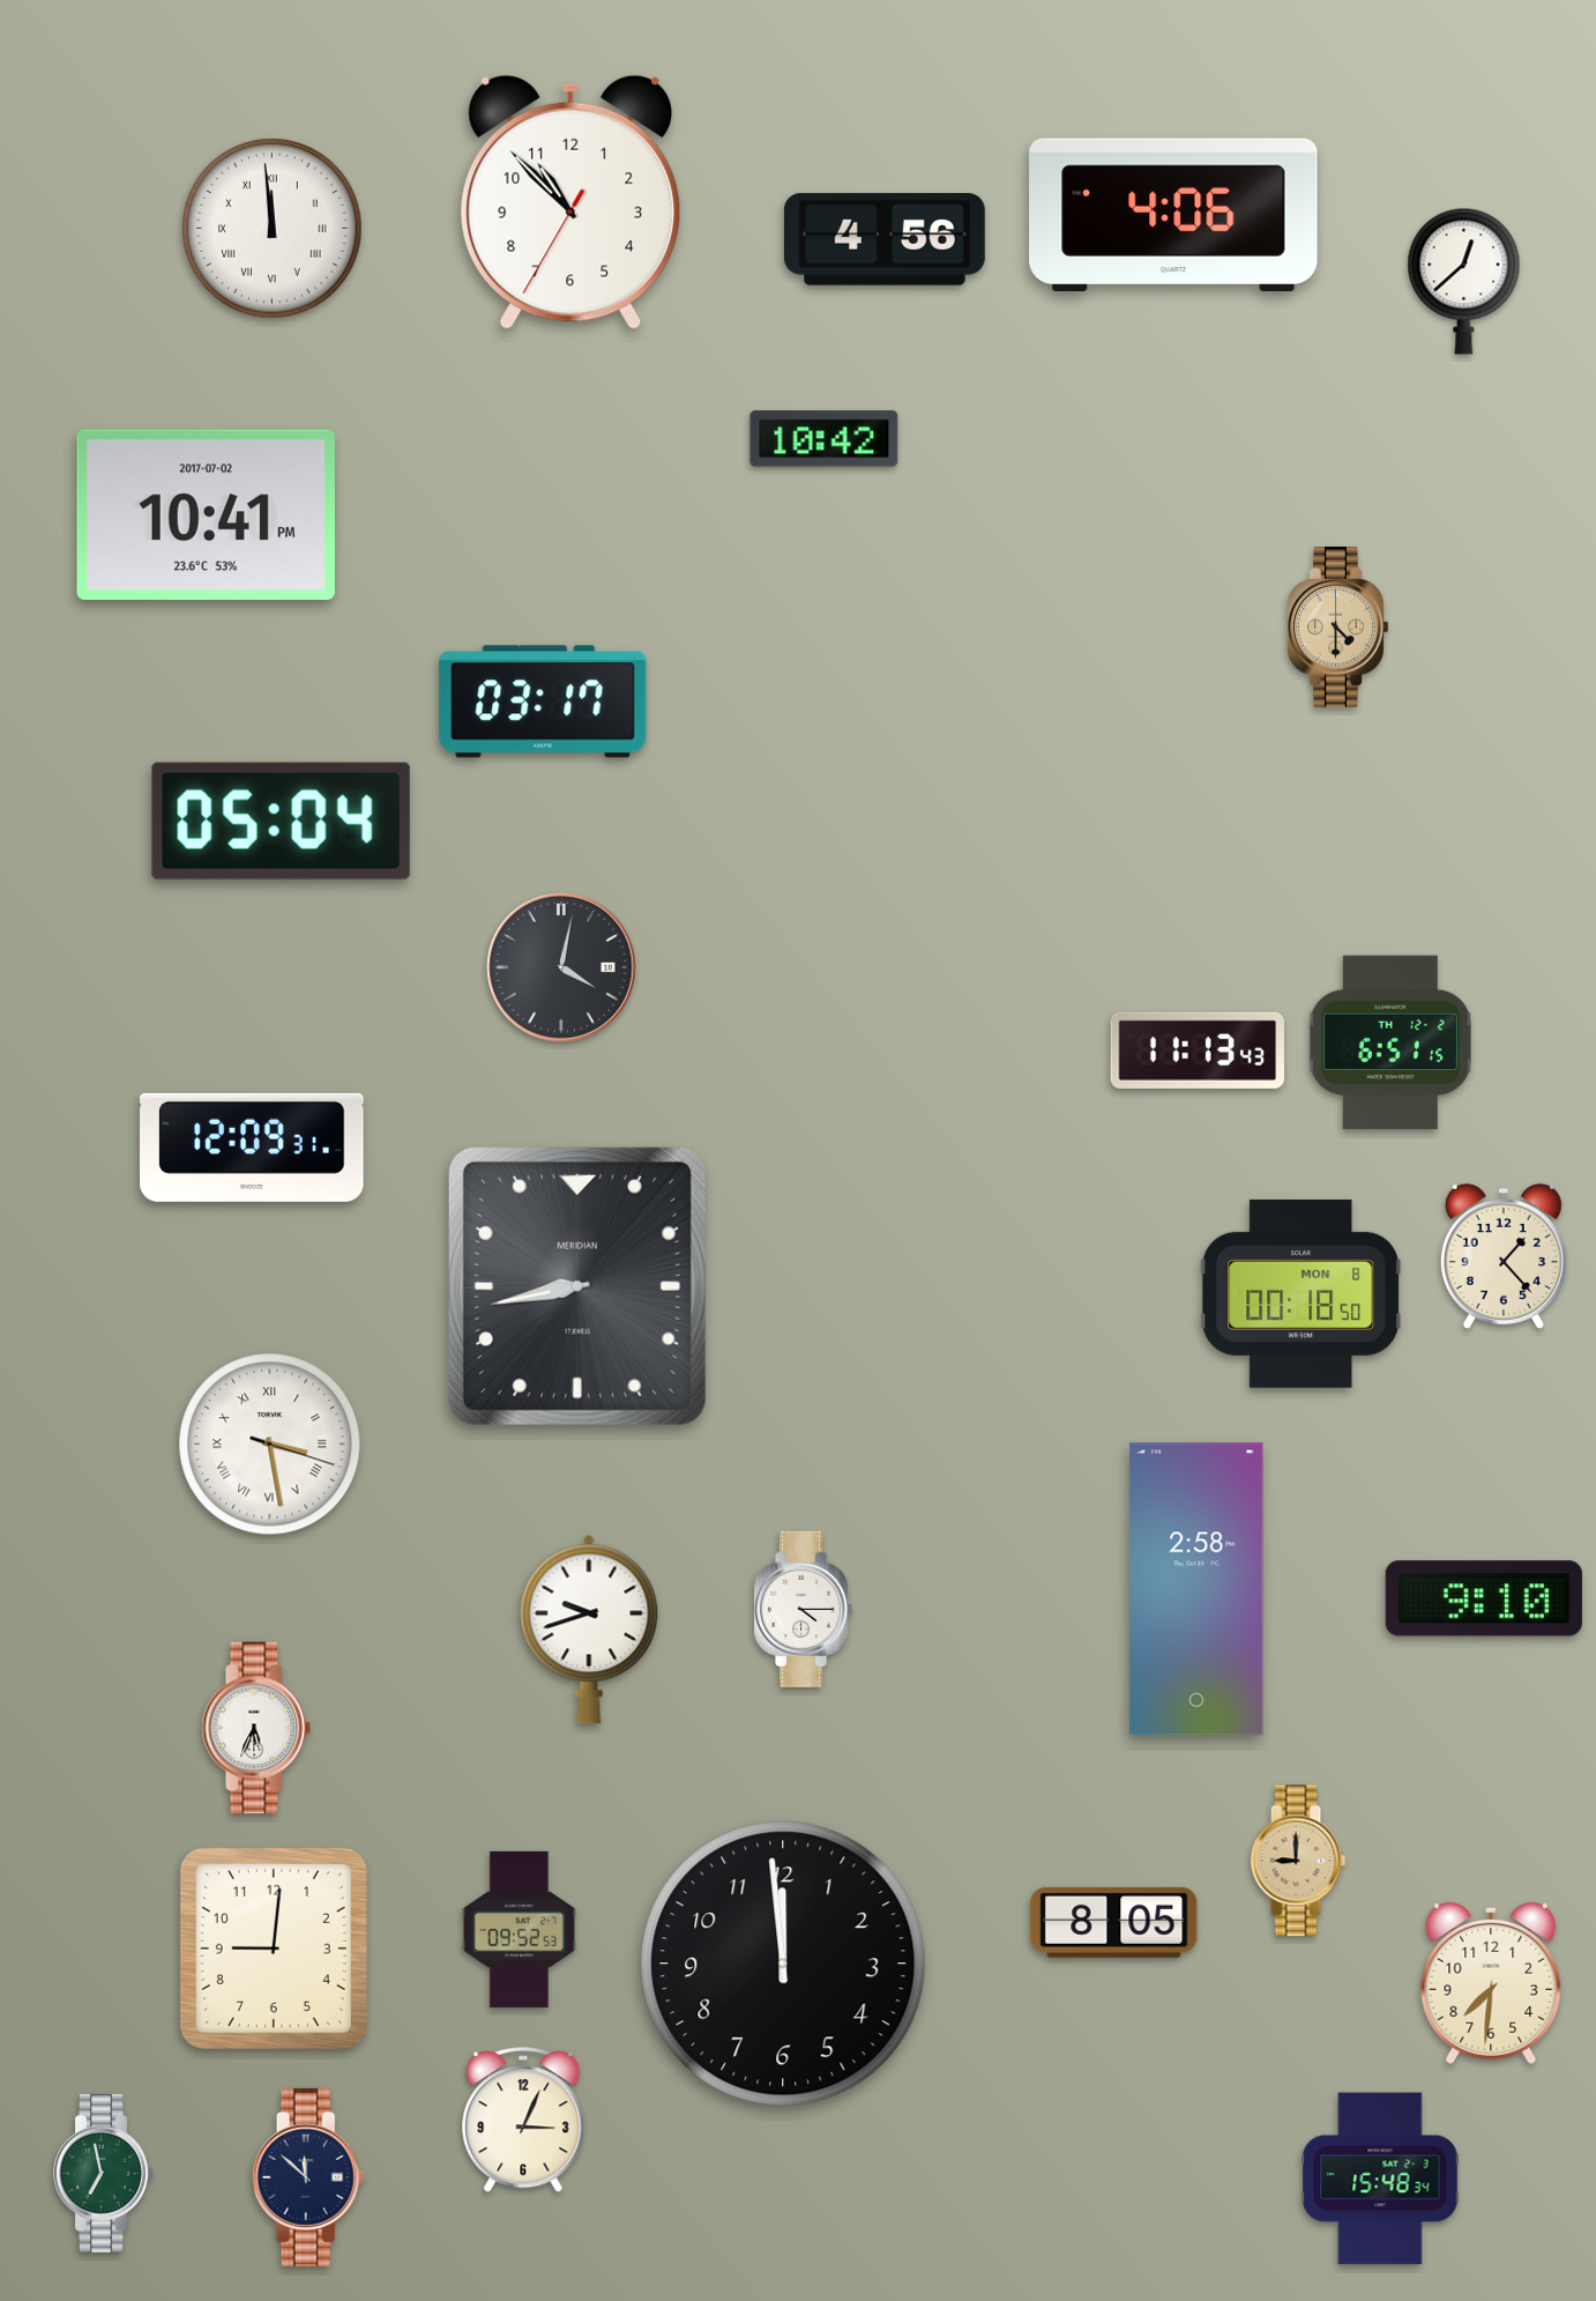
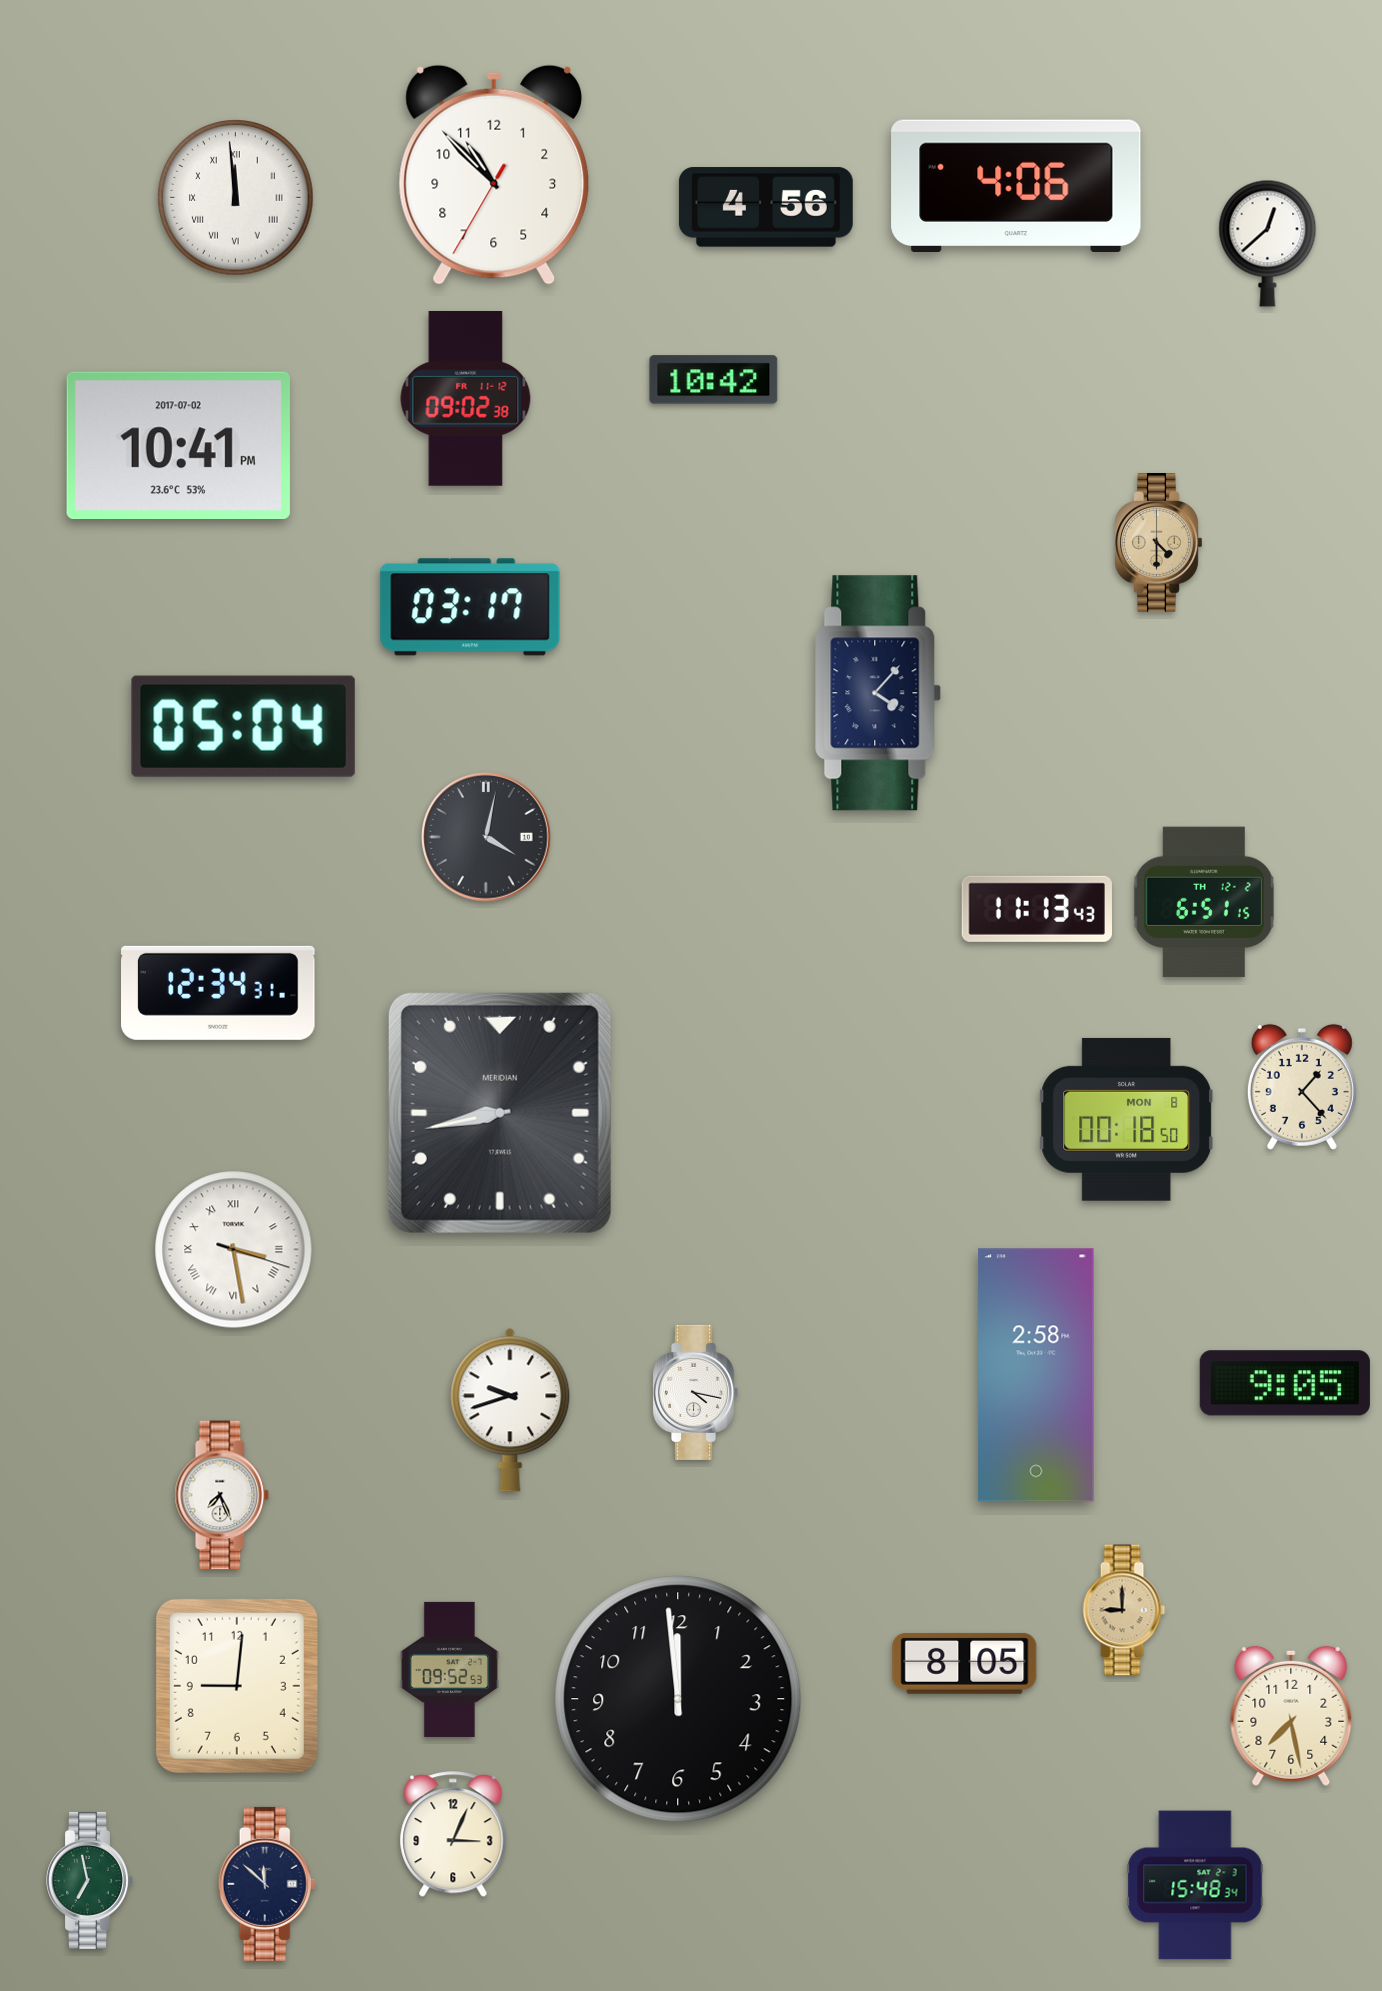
clock at (466, 399): none -> 09:02
clock at (878, 693): none -> 4:07
clock at (281, 821) position: (281, 821) -> (243, 726)
clock at (253, 1148): 12:09 -> 12:34
clock at (1484, 1598): 9:10 -> 9:05
clock at (804, 1609): 4:15 -> 4:17
clock at (256, 1728): 5:34 -> 7:26
clock at (1491, 1983): 7:31 -> 7:28
